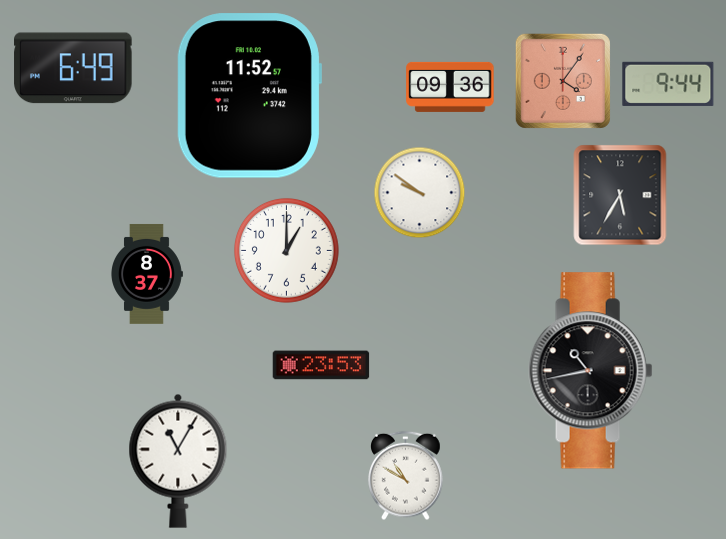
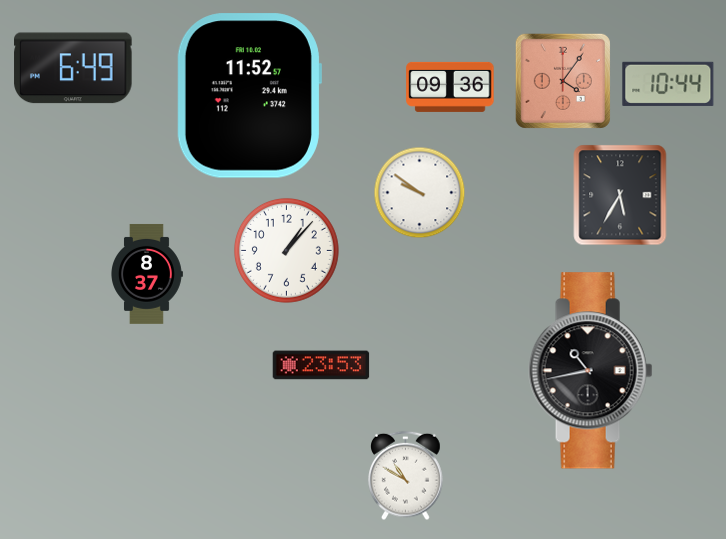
clock at (668, 84): 9:44 -> 10:44
clock at (286, 250): 1:00 -> 1:07
clock at (178, 461): 11:05 -> none
